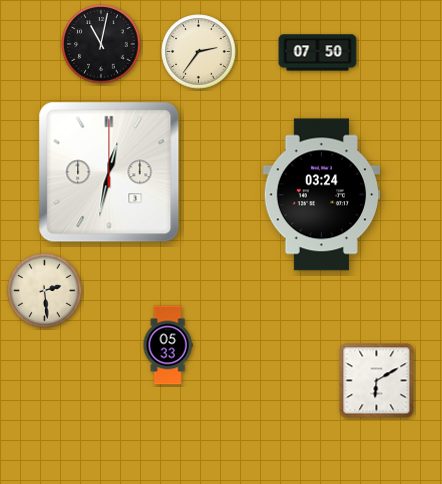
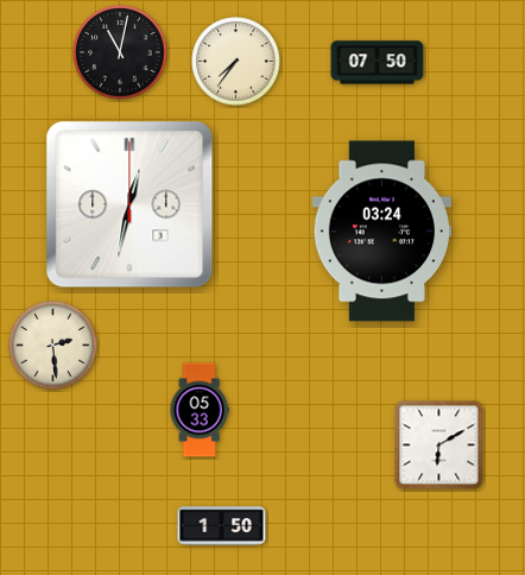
clock at (199, 52): 2:36 -> 7:36
clock at (377, 381) position: (377, 381) -> (439, 446)
clock at (222, 526): none -> 1:50
